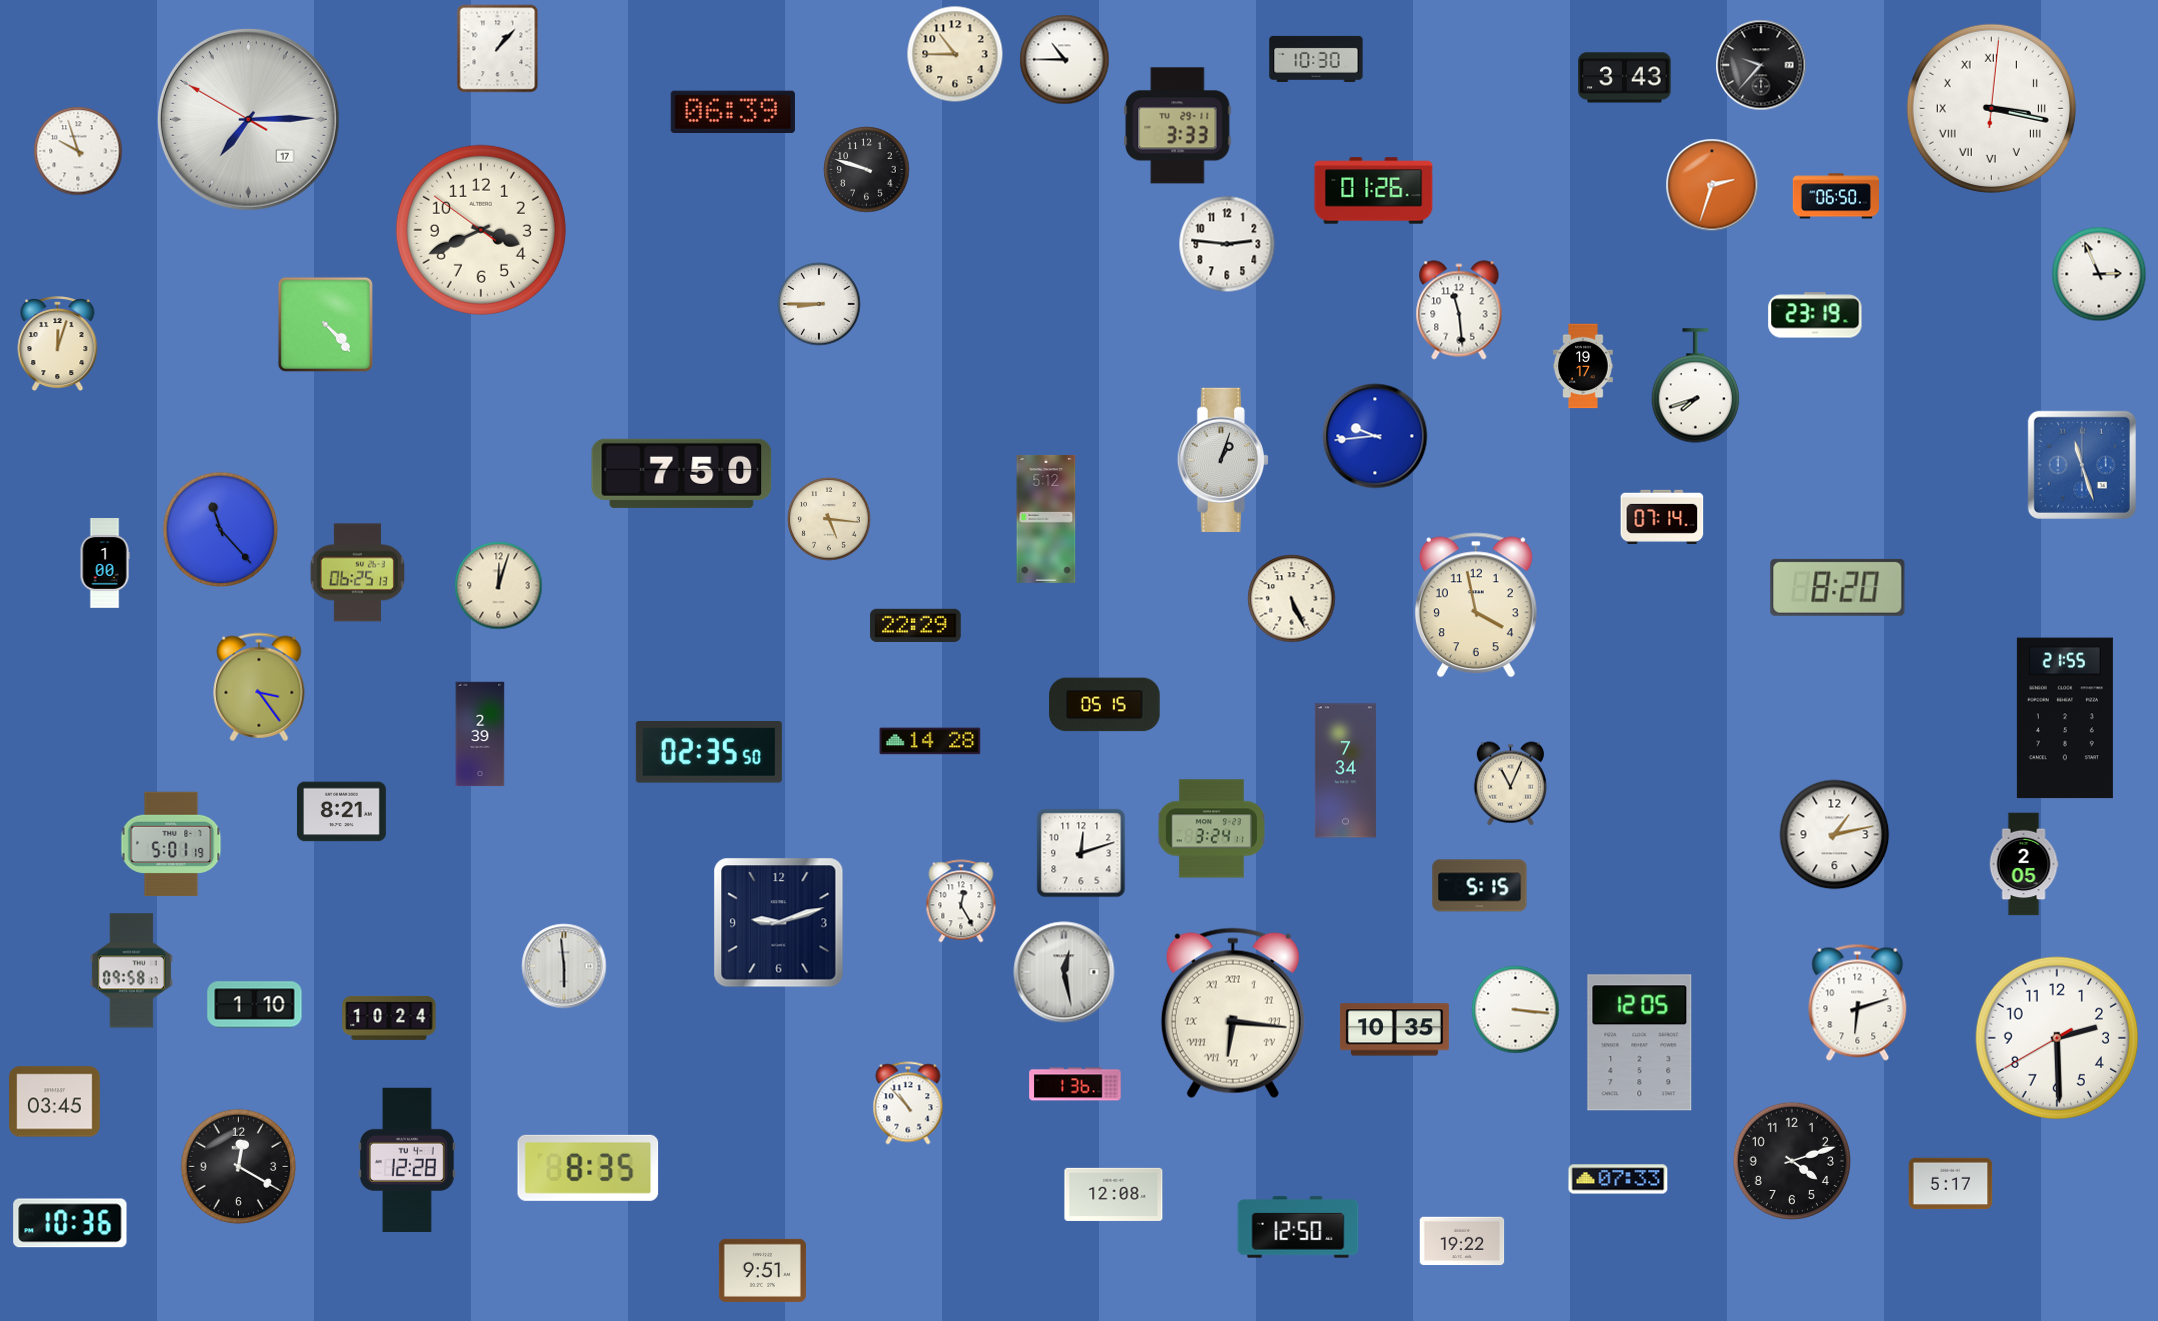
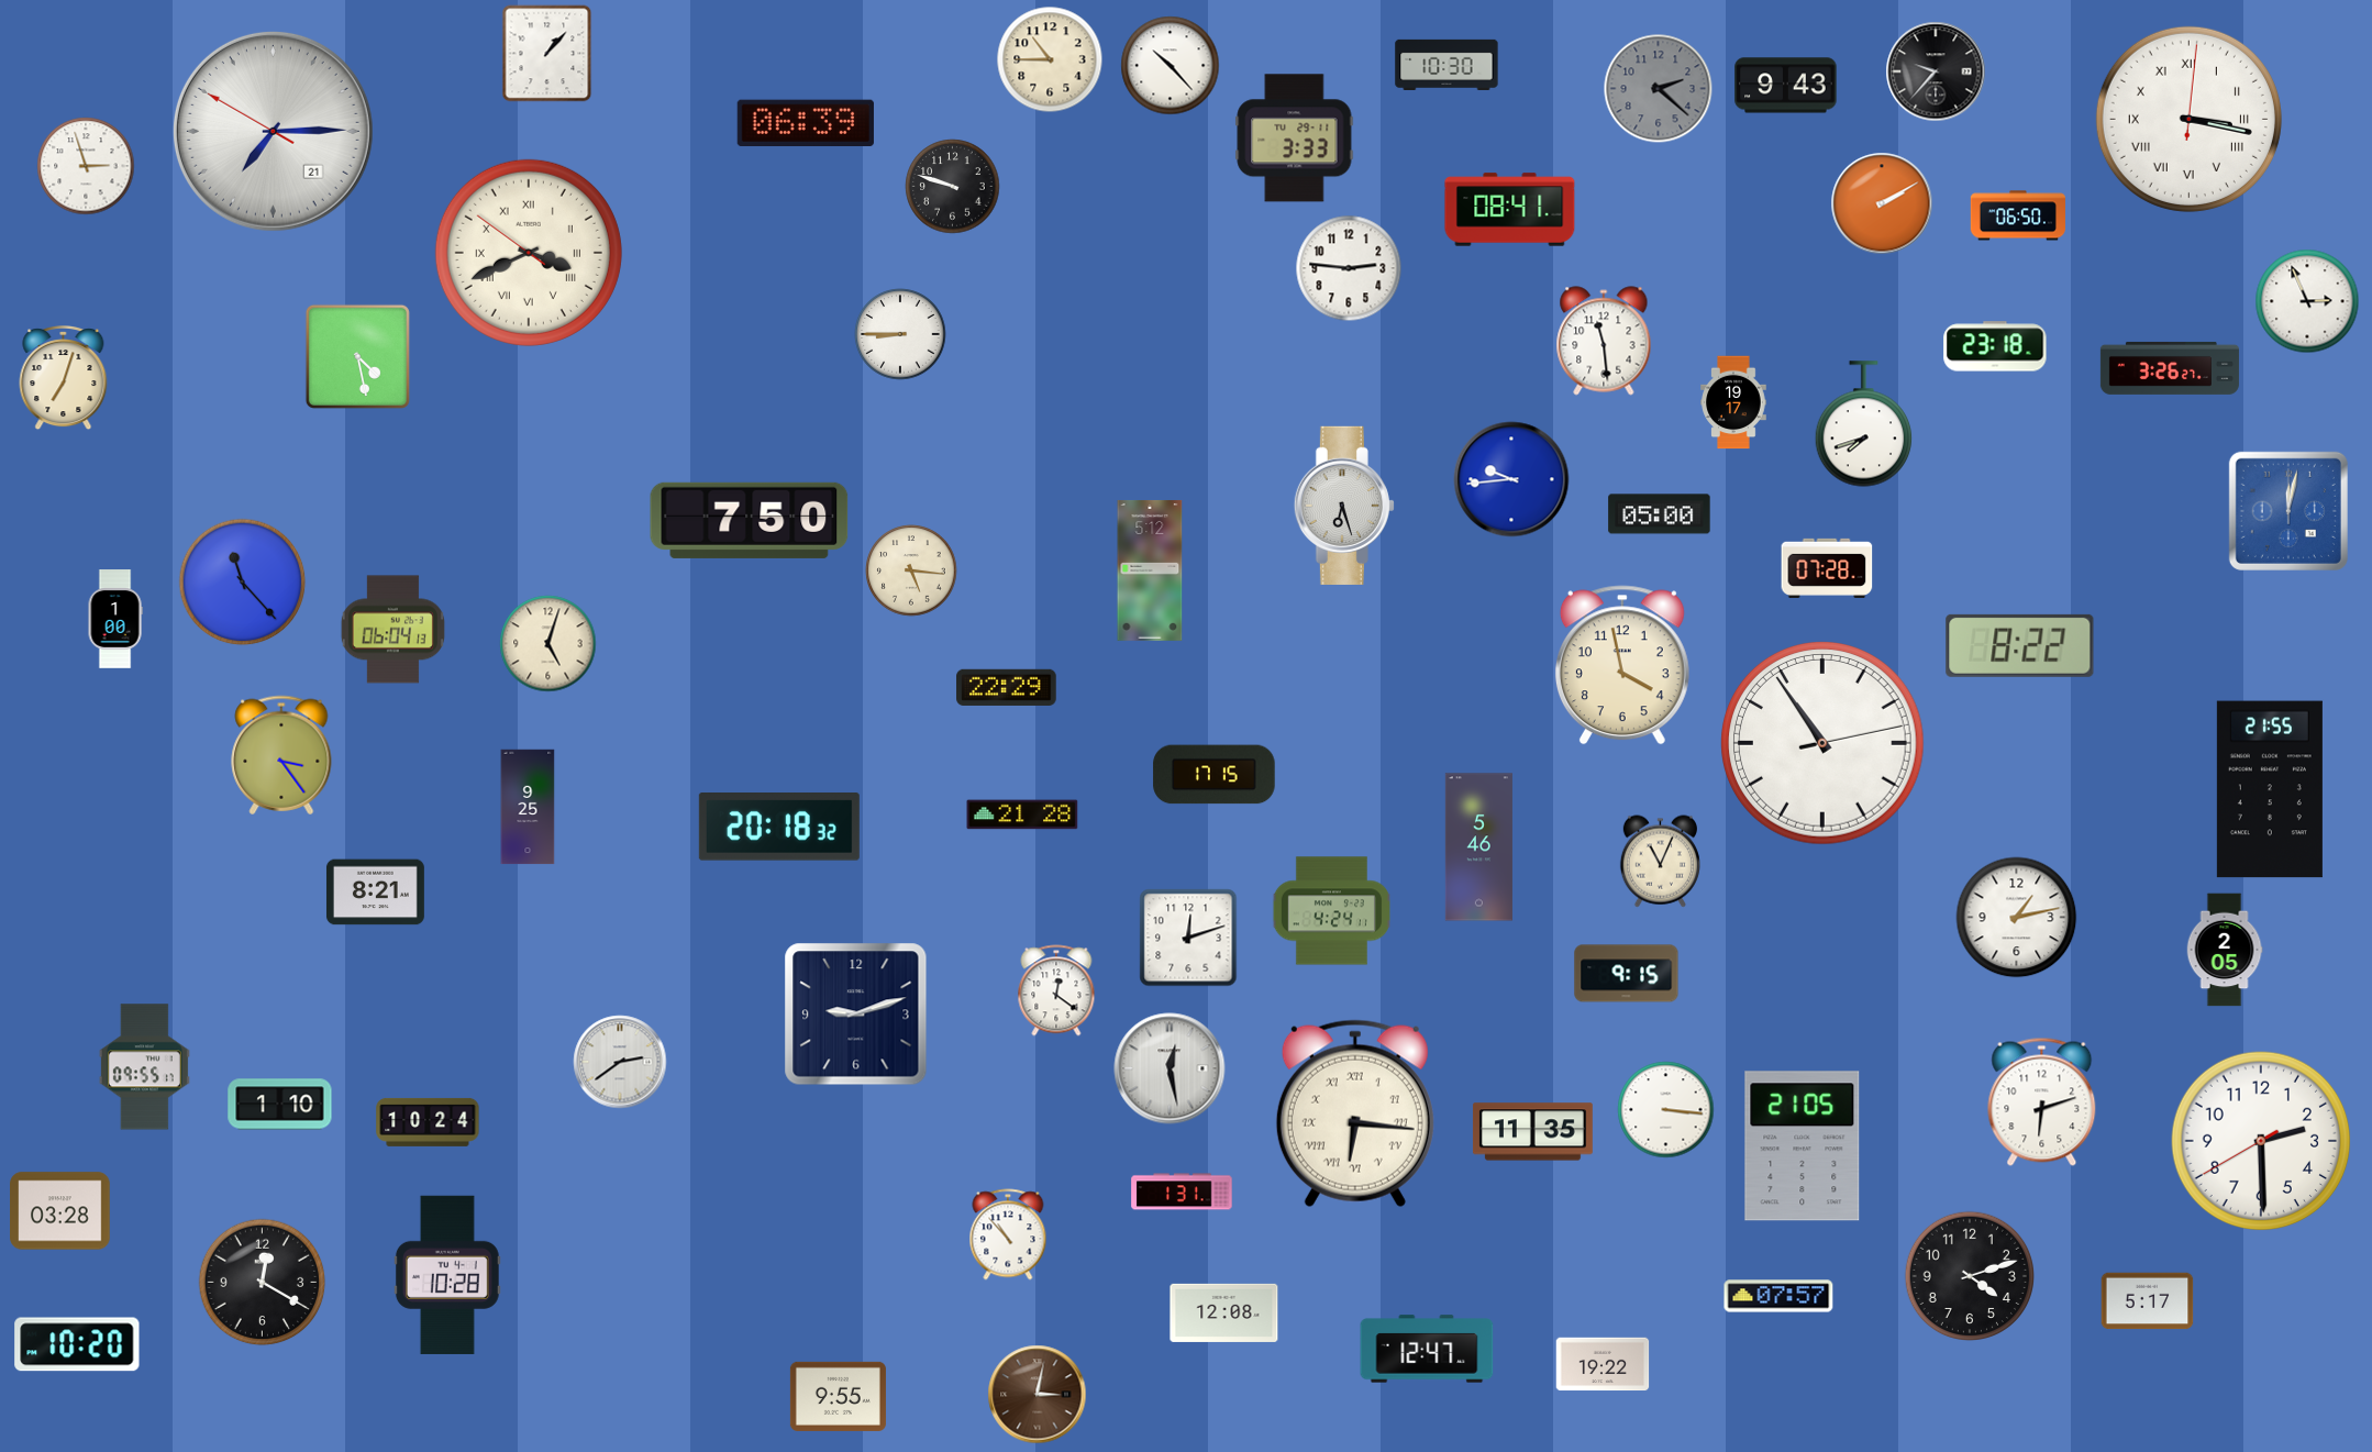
clock at (1065, 60): 10:45 -> 10:23
clock at (1625, 78): 3:43 -> 9:43
clock at (1659, 89): none -> 2:22
clock at (248, 119) date: 17 -> 21
clock at (78, 151): 9:57 -> 2:57
clock at (1712, 185): 2:33 -> 2:10
clock at (1374, 191): 01:26 -> 08:41
clock at (481, 230) numerals: Arabic -> Roman
clock at (1815, 315): 23:19 -> 23:18
clock at (325, 324): 4:23 -> 4:28
clock at (2170, 368): none -> 3:26
clock at (58, 345): 12:03 -> 7:03
clock at (1583, 366) position: (1583, 366) -> (1733, 402)
clock at (1223, 460): 1:03 -> 6:27
clock at (2082, 465): 11:27 -> 12:02
clock at (1660, 514): none -> 05:00
clock at (1662, 517): 07:14 -> 07:28
clock at (357, 573): 06:25 -> 06:04
clock at (499, 586): 12:03 -> 5:03
clock at (1838, 587): 8:20 -> 8:22
clock at (1292, 599): 5:26 -> none
clock at (1822, 743): none -> 10:54
clock at (259, 687) position: (259, 687) -> (281, 755)
clock at (1105, 705): 05:15 -> 17:15
clock at (480, 734): 2:39 -> 9:25
clock at (930, 741): 14:28 -> 21:28
clock at (709, 753): 02:35 -> 20:18
clock at (1345, 771): 7:34 -> 5:46
clock at (1211, 829): 3:24 -> 4:24
clock at (171, 844): 5:01 -> none
clock at (1480, 886): 5:15 -> 9:15
clock at (961, 901): 12:25 -> 12:21
clock at (564, 966): 5:59 -> 2:39
clock at (131, 971): 09:58 -> 09:55
clock at (389, 1018) position: (389, 1018) -> (428, 1122)
clock at (1394, 1030): 10:35 -> 11:35
clock at (1640, 1043): 12:05 -> 21:05
clock at (1075, 1084): 1:36 -> 1:31
clock at (55, 1102): 03:45 -> 03:28
clock at (908, 1103) position: (908, 1103) -> (1008, 1234)
clock at (407, 1160): 12:28 -> 10:28
clock at (588, 1168): 8:35 -> none
clock at (1618, 1179): 07:33 -> 07:57
clock at (1951, 1184) position: (1951, 1184) -> (2148, 1301)
clock at (70, 1223): 10:36 -> 10:20
clock at (1298, 1227): 12:50 -> 12:47
clock at (1462, 1241) position: (1462, 1241) -> (1603, 1364)
clock at (1038, 1395): none -> 3:02
clock at (762, 1270): 9:51 -> 9:55
